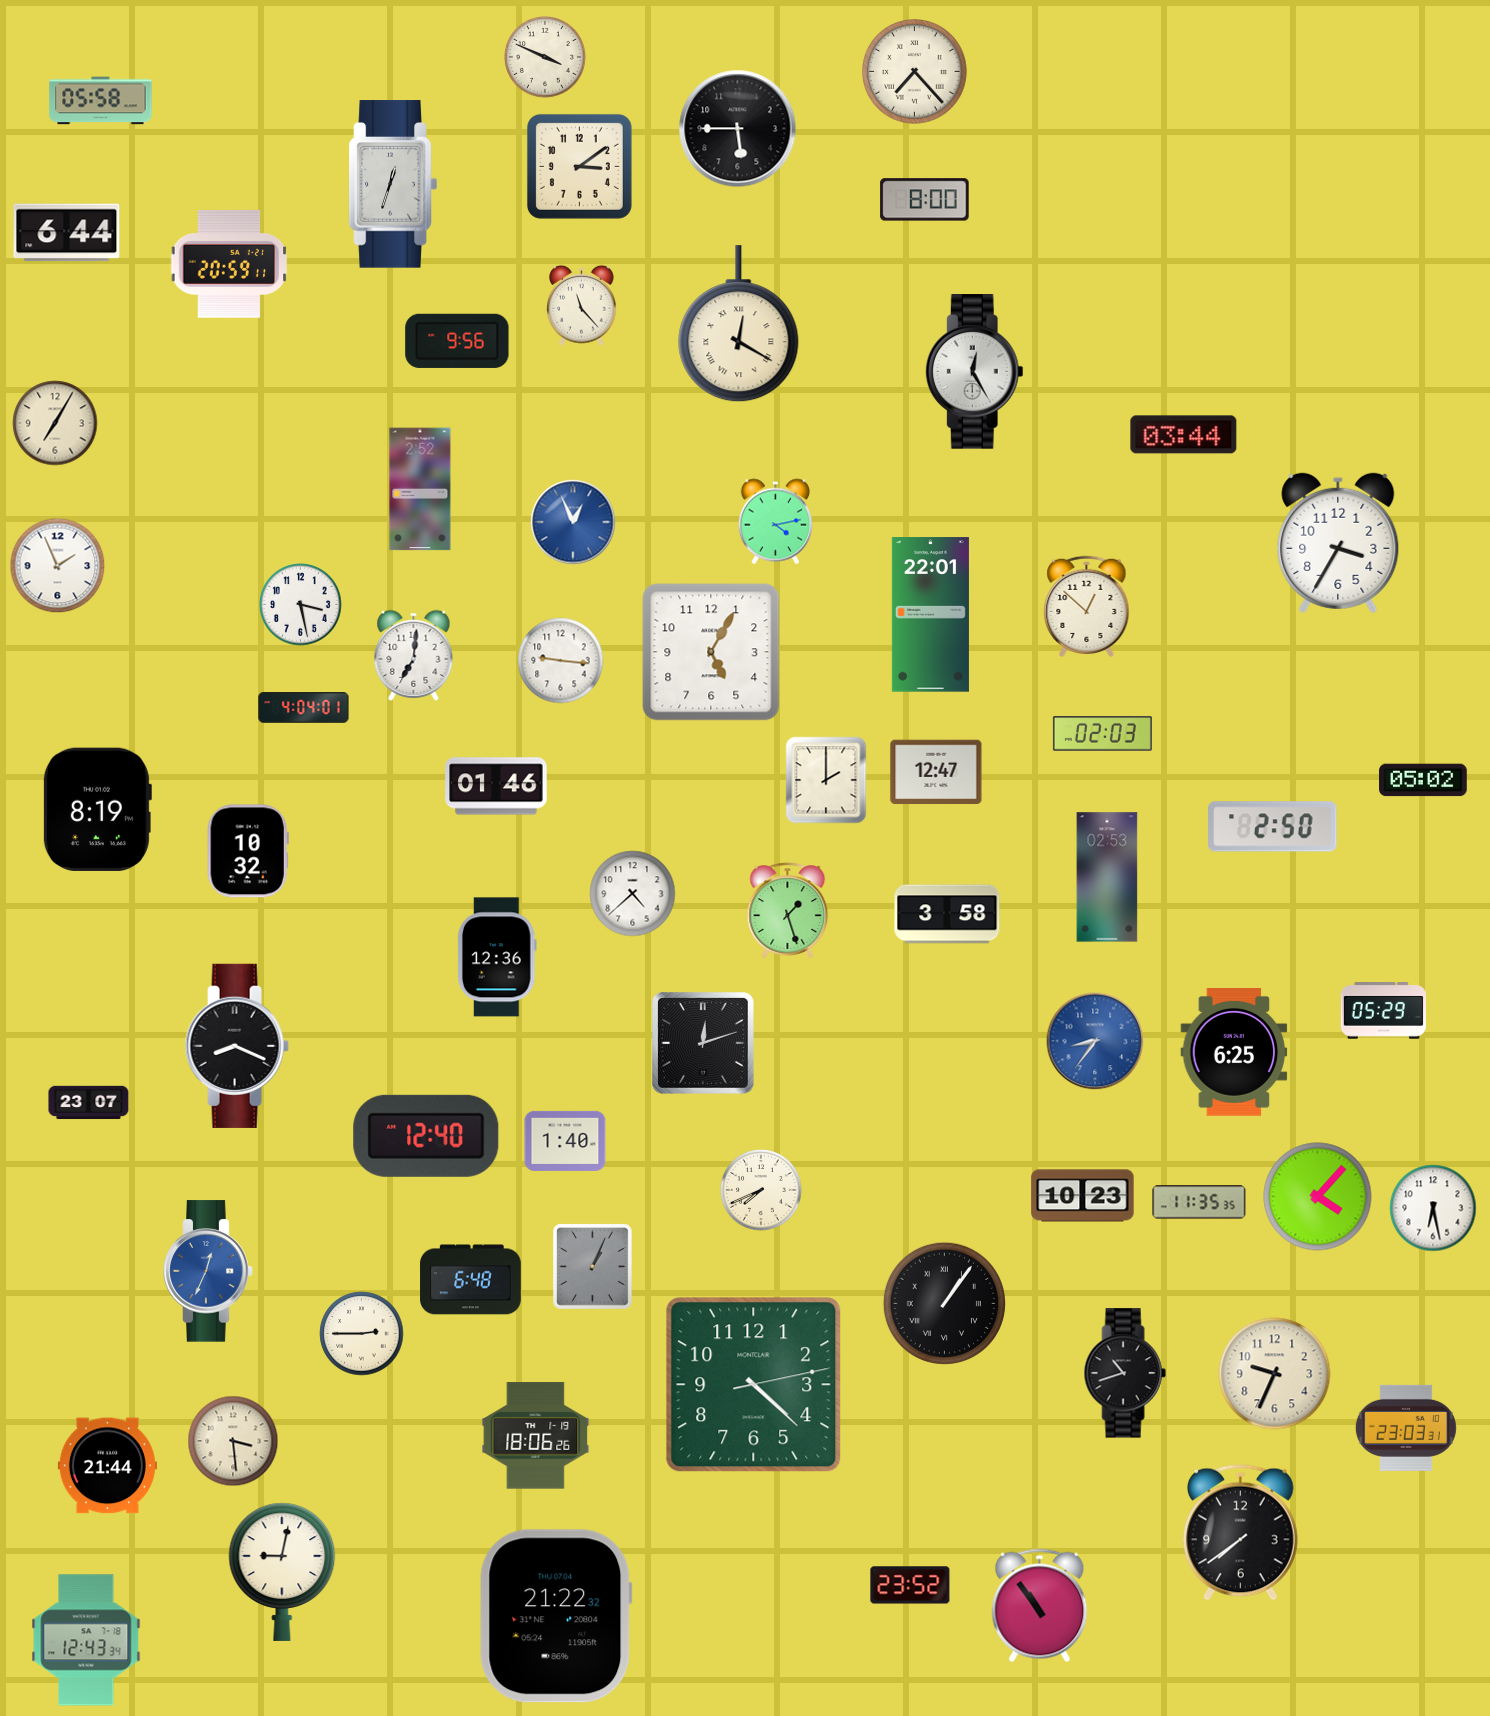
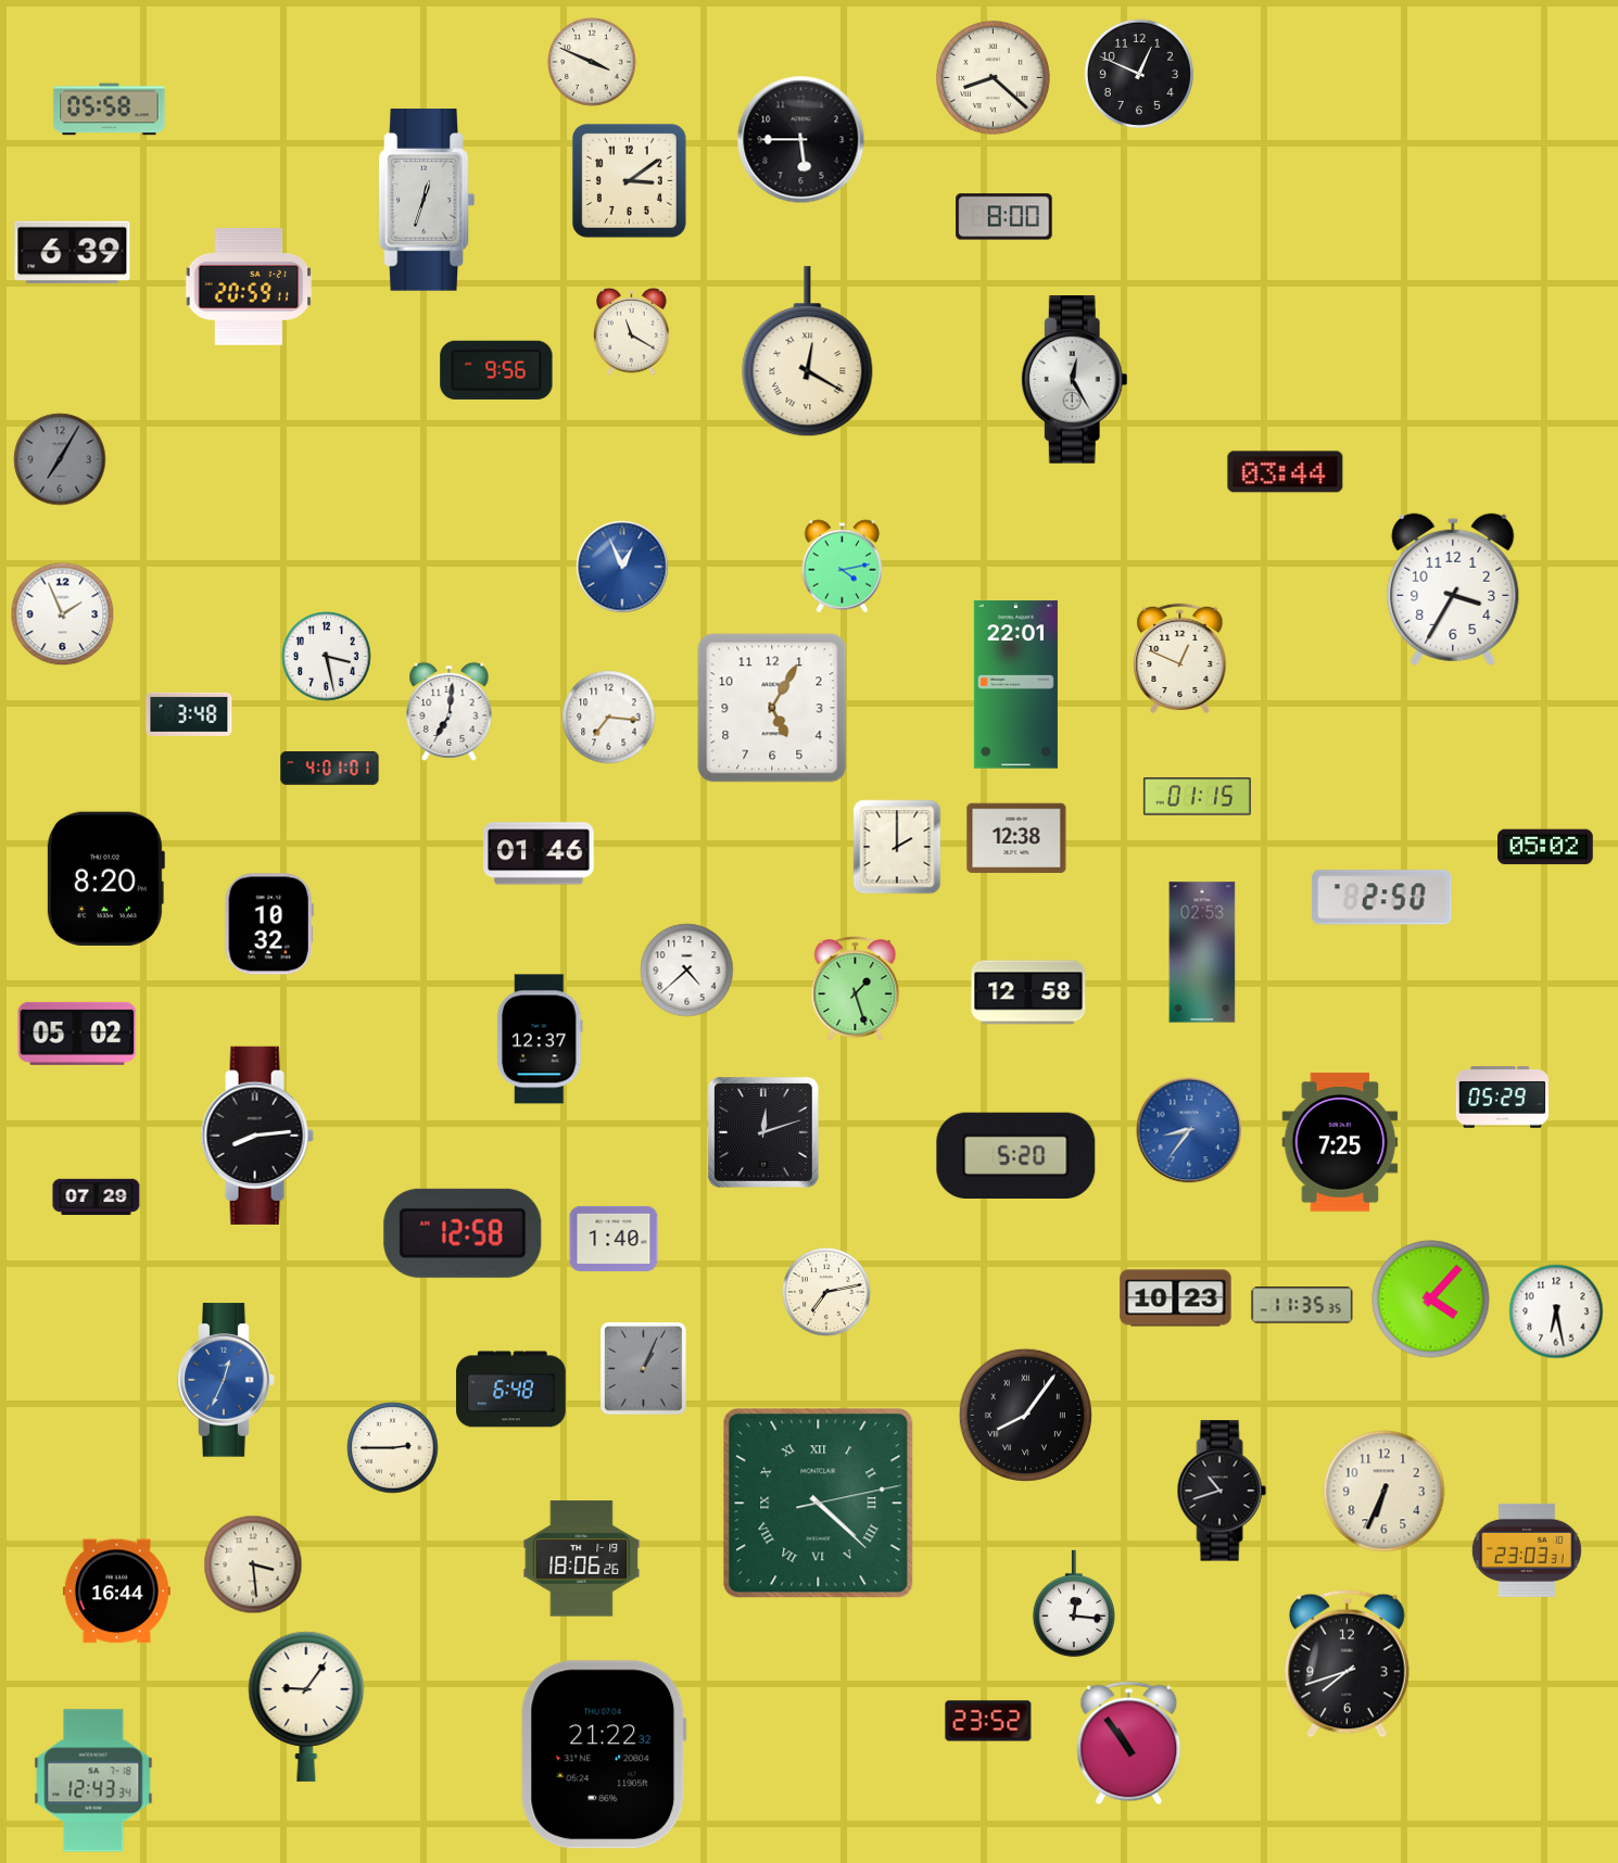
clock at (1139, 74): none -> 12:49
clock at (915, 72): 7:23 -> 8:22
clock at (67, 233): 6:44 -> 6:39
clock at (582, 305): 11:23 -> 11:20
clock at (739, 324) position: (739, 324) -> (808, 352)
clock at (974, 372) position: (974, 372) -> (1074, 380)
clock at (55, 423) dial: cream -> grey
clock at (420, 489): 2:52 -> none
clock at (1087, 606): 12:52 -> 12:49
clock at (930, 615) position: (930, 615) -> (1015, 685)
clock at (189, 714): none -> 3:48
clock at (561, 661): 9:16 -> 7:16
clock at (304, 708): 4:04 -> 4:01
clock at (1102, 734): 02:03 -> 01:15
clock at (936, 772): 12:47 -> 12:38
clock at (97, 809): 8:19 -> 8:20
clock at (947, 914): 3:58 -> 12:58
clock at (77, 1034): none -> 05:02
clock at (497, 957): 12:36 -> 12:37
clock at (237, 1046): 8:19 -> 8:14
clock at (1234, 1052): 6:25 -> 7:25
clock at (1016, 1156): none -> 5:20
clock at (89, 1103): 23:07 -> 07:29
clock at (426, 1136): 12:40 -> 12:58
clock at (762, 1191): 7:41 -> 7:13
clock at (593, 1267) position: (593, 1267) -> (644, 1369)
clock at (944, 1303): 1:06 -> 8:06
clock at (1275, 1374): 9:34 -> 6:34
clock at (754, 1385) numerals: Arabic -> Roman
clock at (107, 1466): 21:44 -> 16:44
clock at (1073, 1604): none -> 12:16
clock at (1240, 1532): 7:39 -> 7:42
clock at (282, 1572): 9:02 -> 9:06
